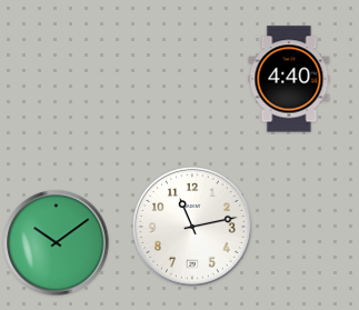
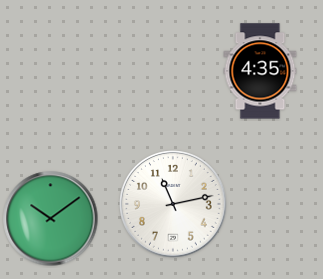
clock at (289, 79): 4:40 -> 4:35
